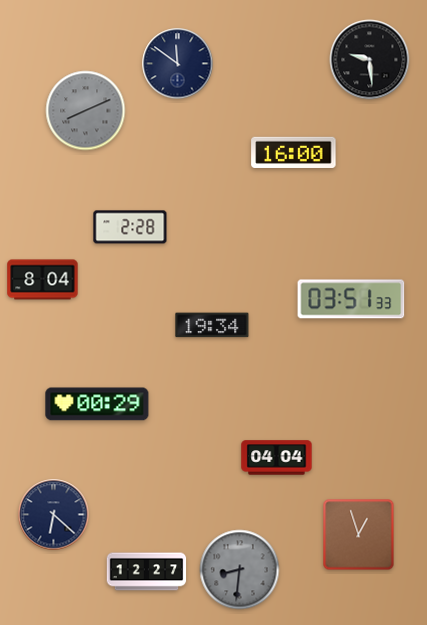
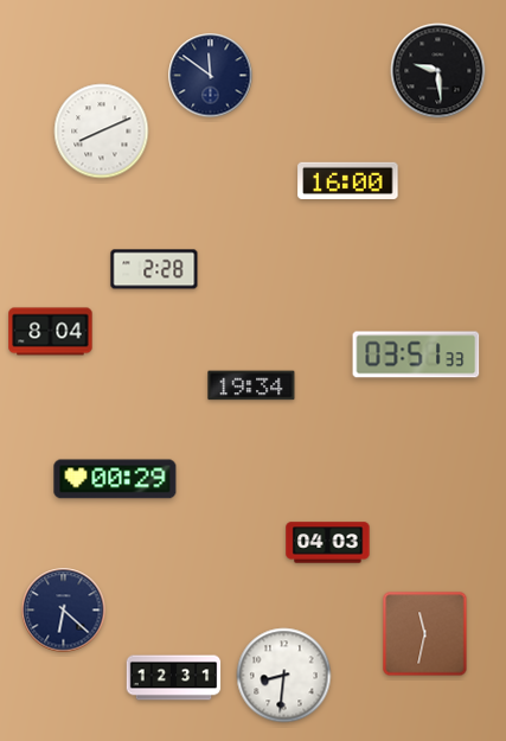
clock at (86, 111) dial: grey -> white
clock at (277, 458): 04:04 -> 04:03
clock at (359, 535): 12:57 -> 11:32
clock at (240, 570) dial: grey -> white
clock at (147, 572): 12:27 -> 12:31
